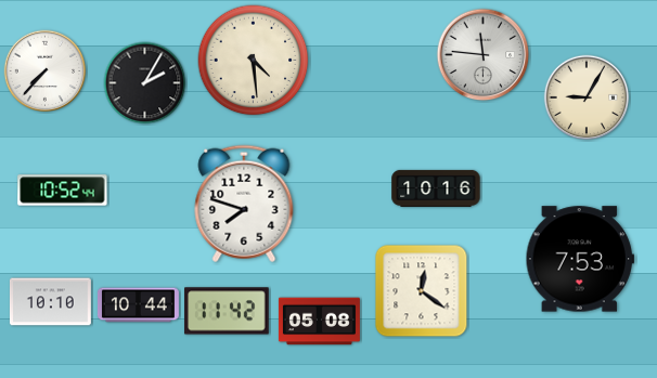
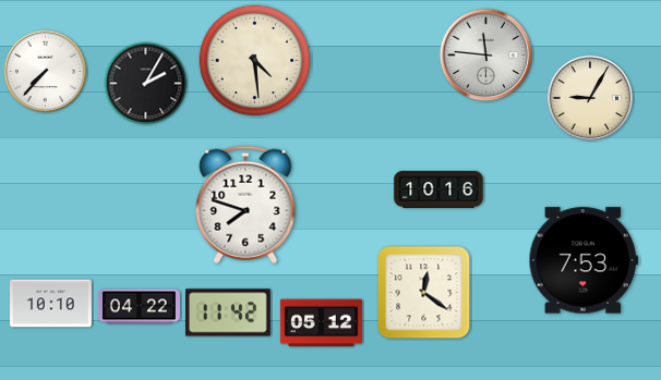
clock at (63, 191): 10:52 -> none
clock at (138, 305): 10:44 -> 04:22
clock at (319, 322): 05:08 -> 05:12
